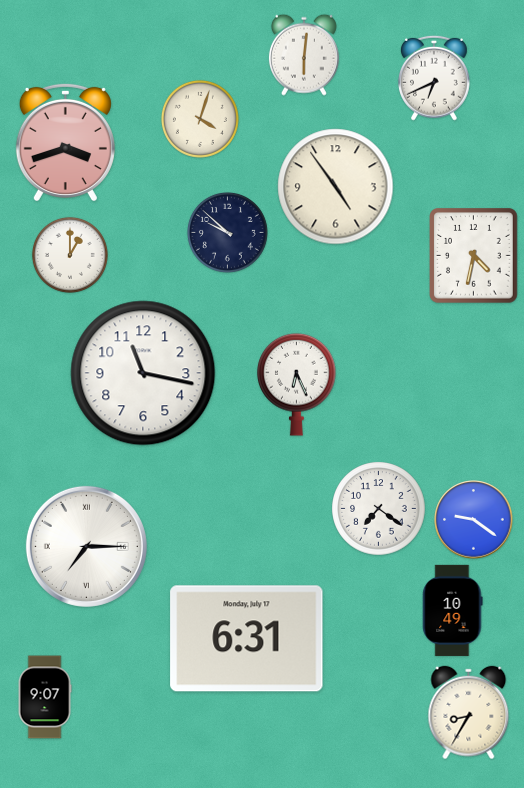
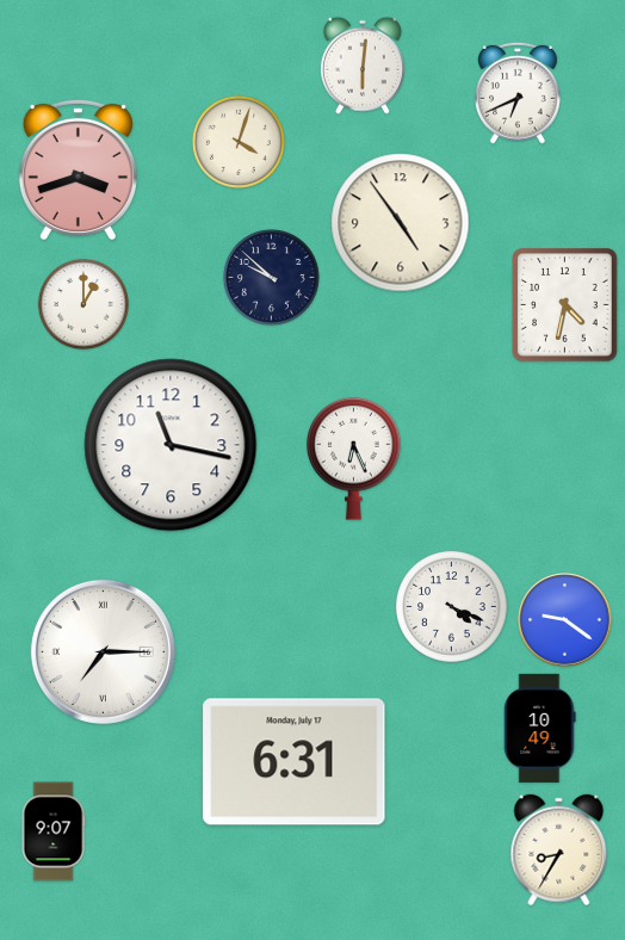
clock at (379, 509): 7:21 -> 4:19
